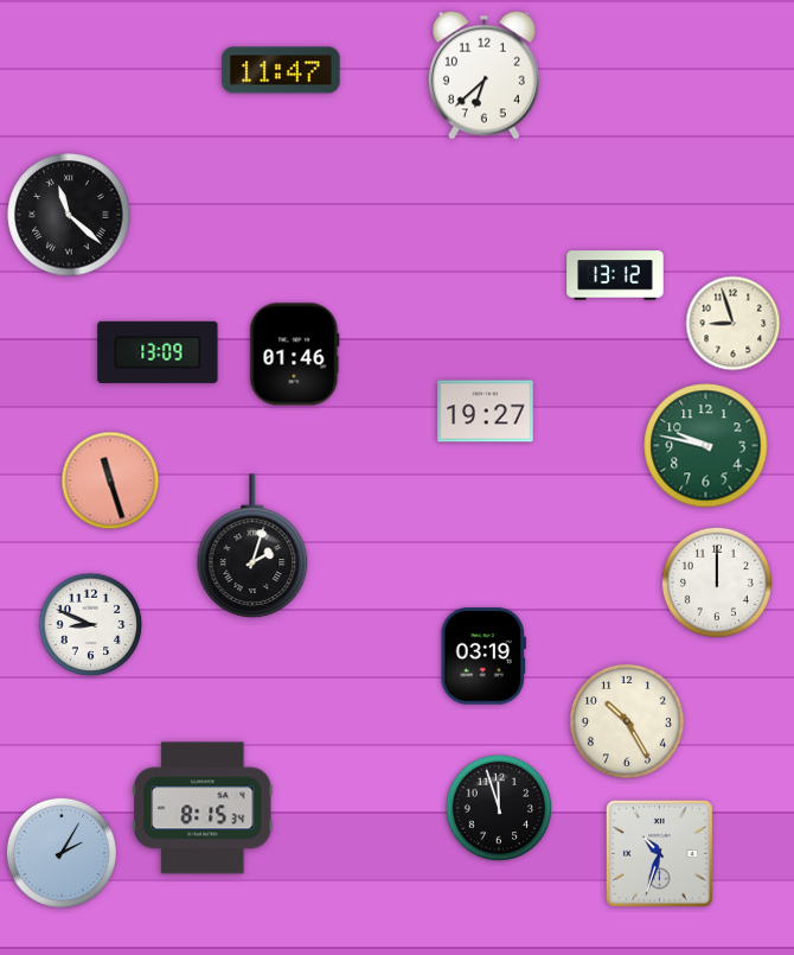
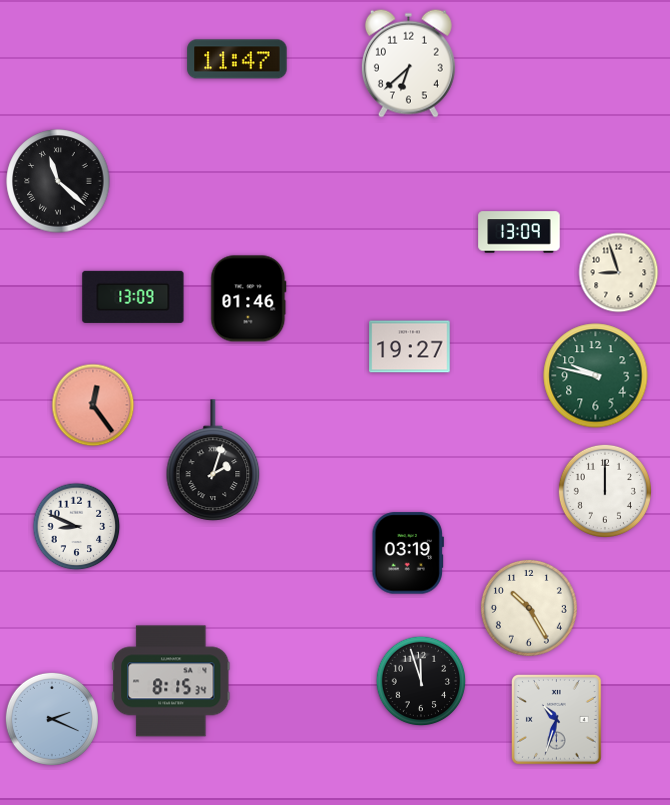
clock at (615, 275): 13:12 -> 13:09
clock at (110, 480): 11:27 -> 12:24
clock at (62, 853): 2:05 -> 2:19
